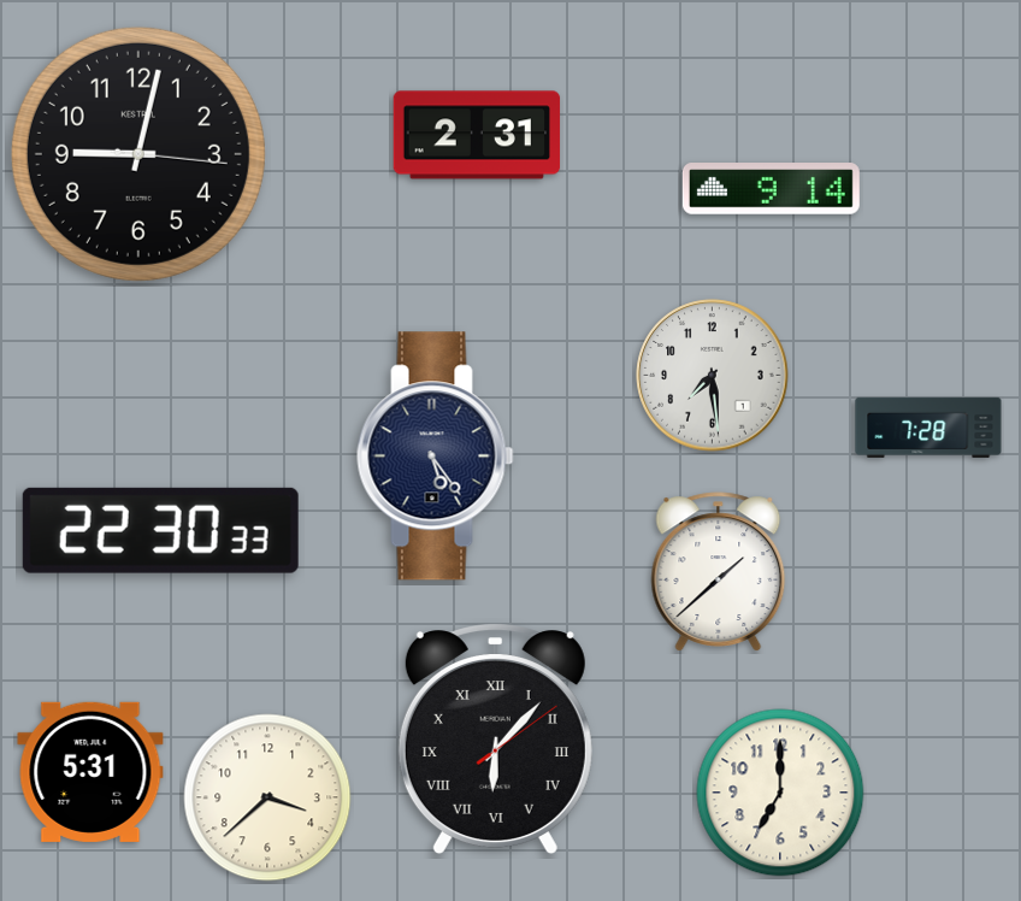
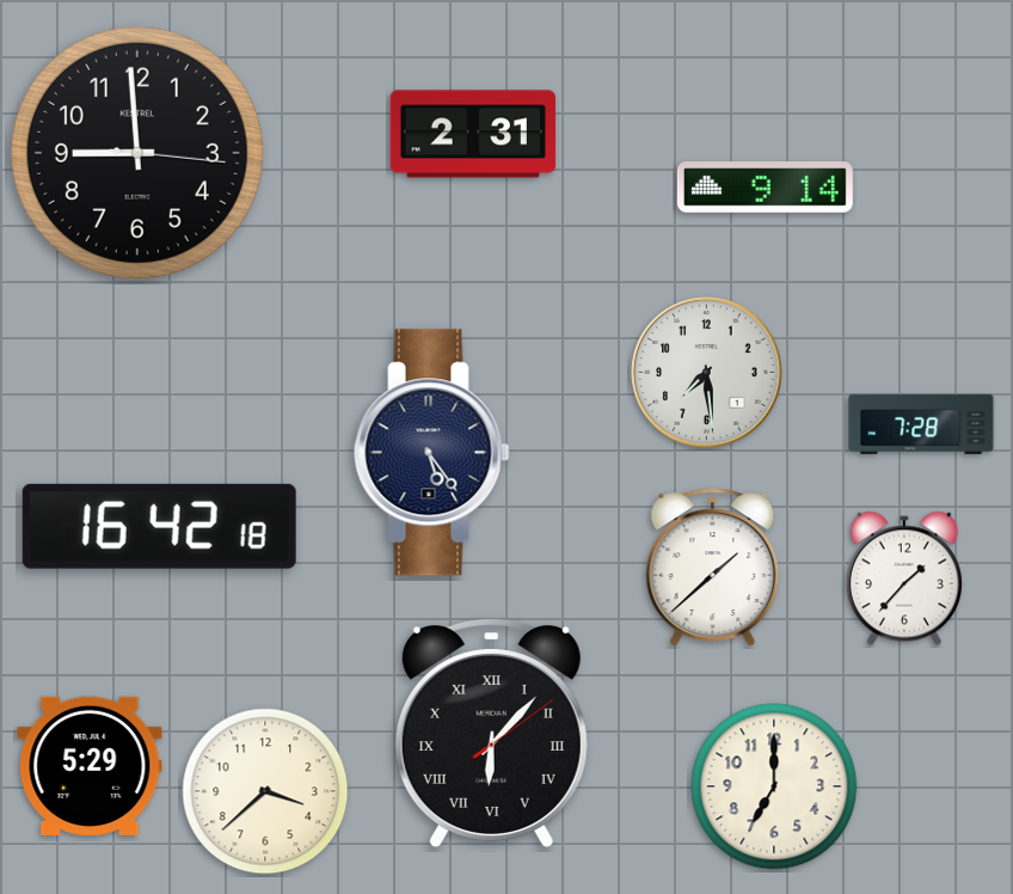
clock at (138, 154): 9:02 -> 8:59
clock at (160, 530): 22:30 -> 16:42
clock at (904, 578): none -> 1:37
clock at (90, 772): 5:31 -> 5:29
